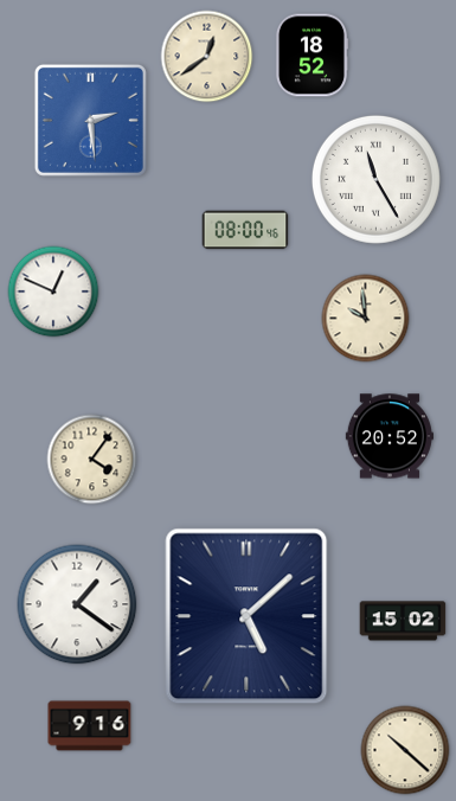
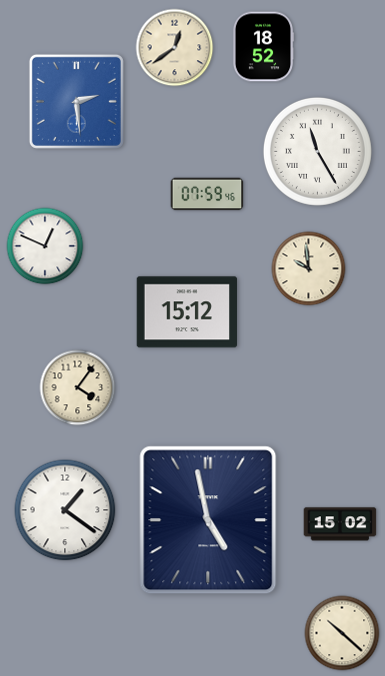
clock at (245, 230): 08:00 -> 07:59
clock at (187, 312): none -> 15:12
clock at (390, 436): 20:52 -> none
clock at (246, 616): 5:08 -> 4:58
clock at (90, 726): 9:16 -> none
